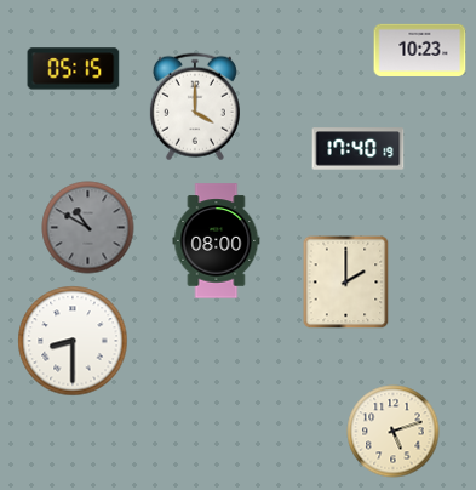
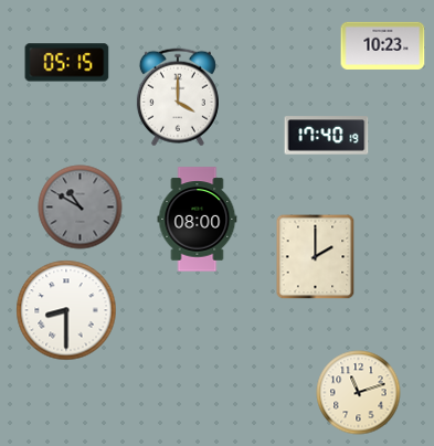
clock at (394, 432): 5:12 -> 11:12
